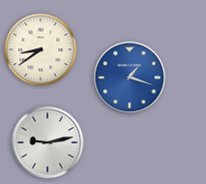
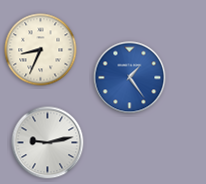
clock at (41, 50): 8:39 -> 8:34
clock at (130, 78): 1:18 -> 1:24
